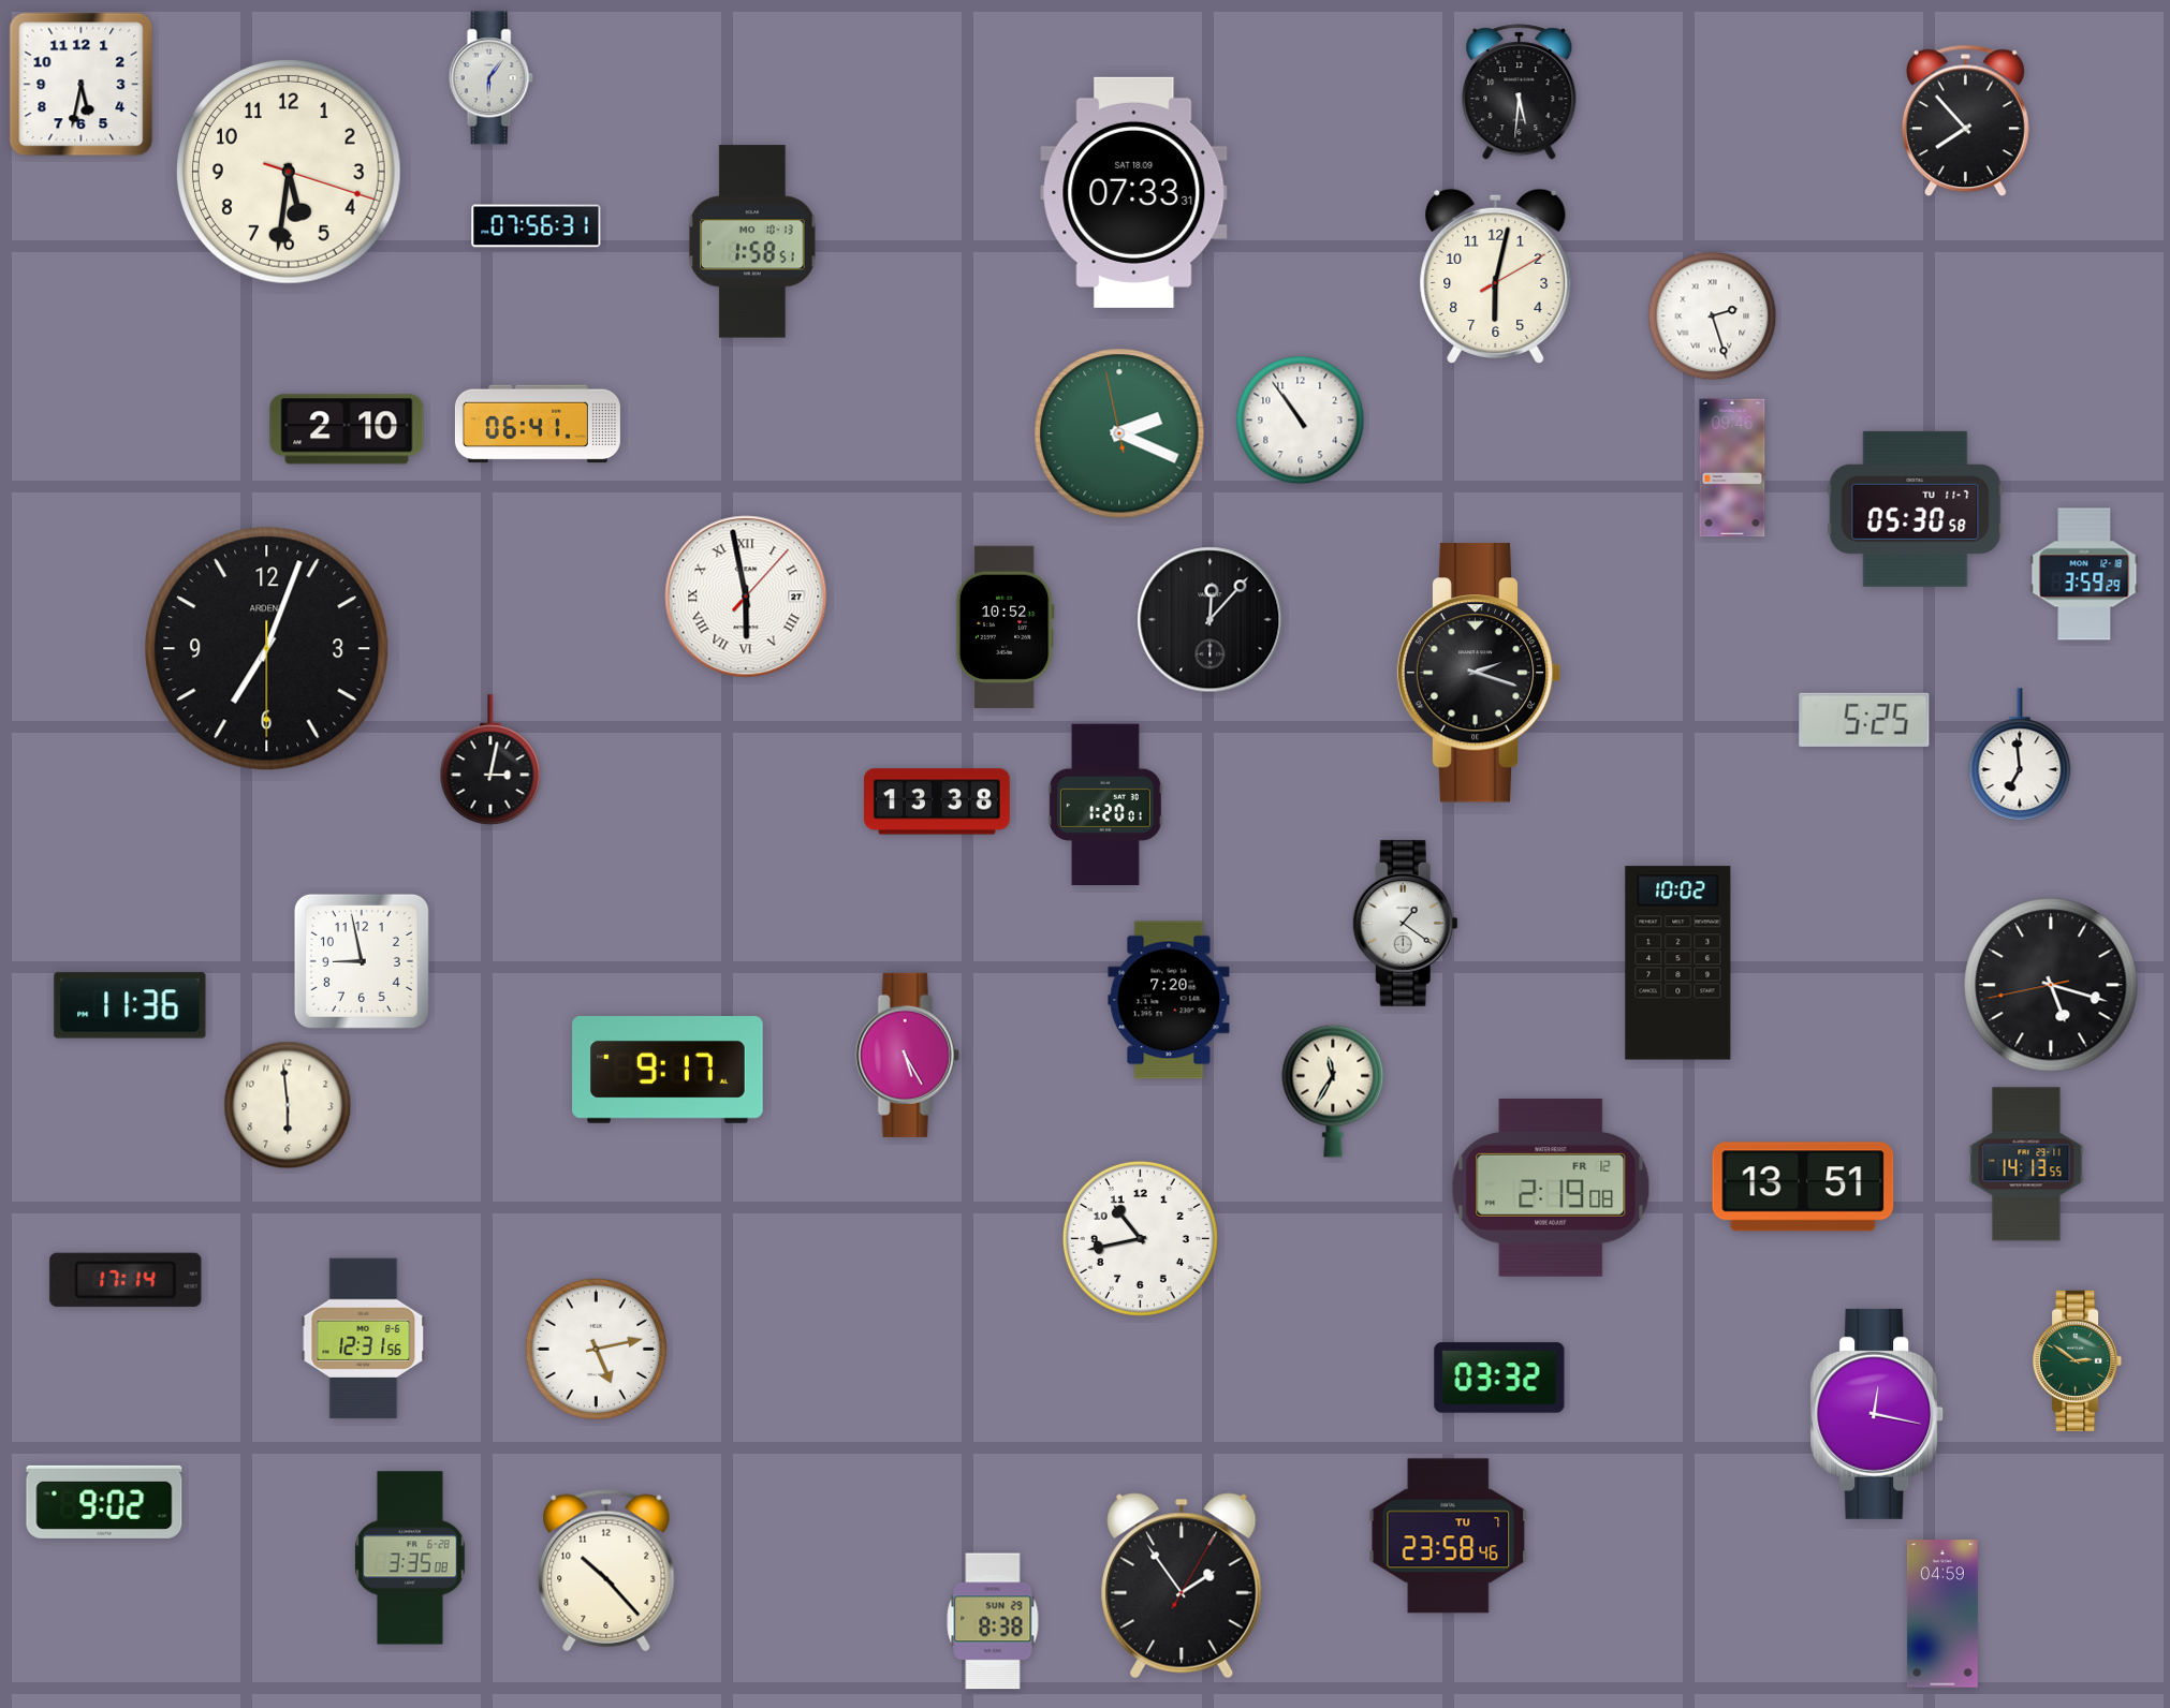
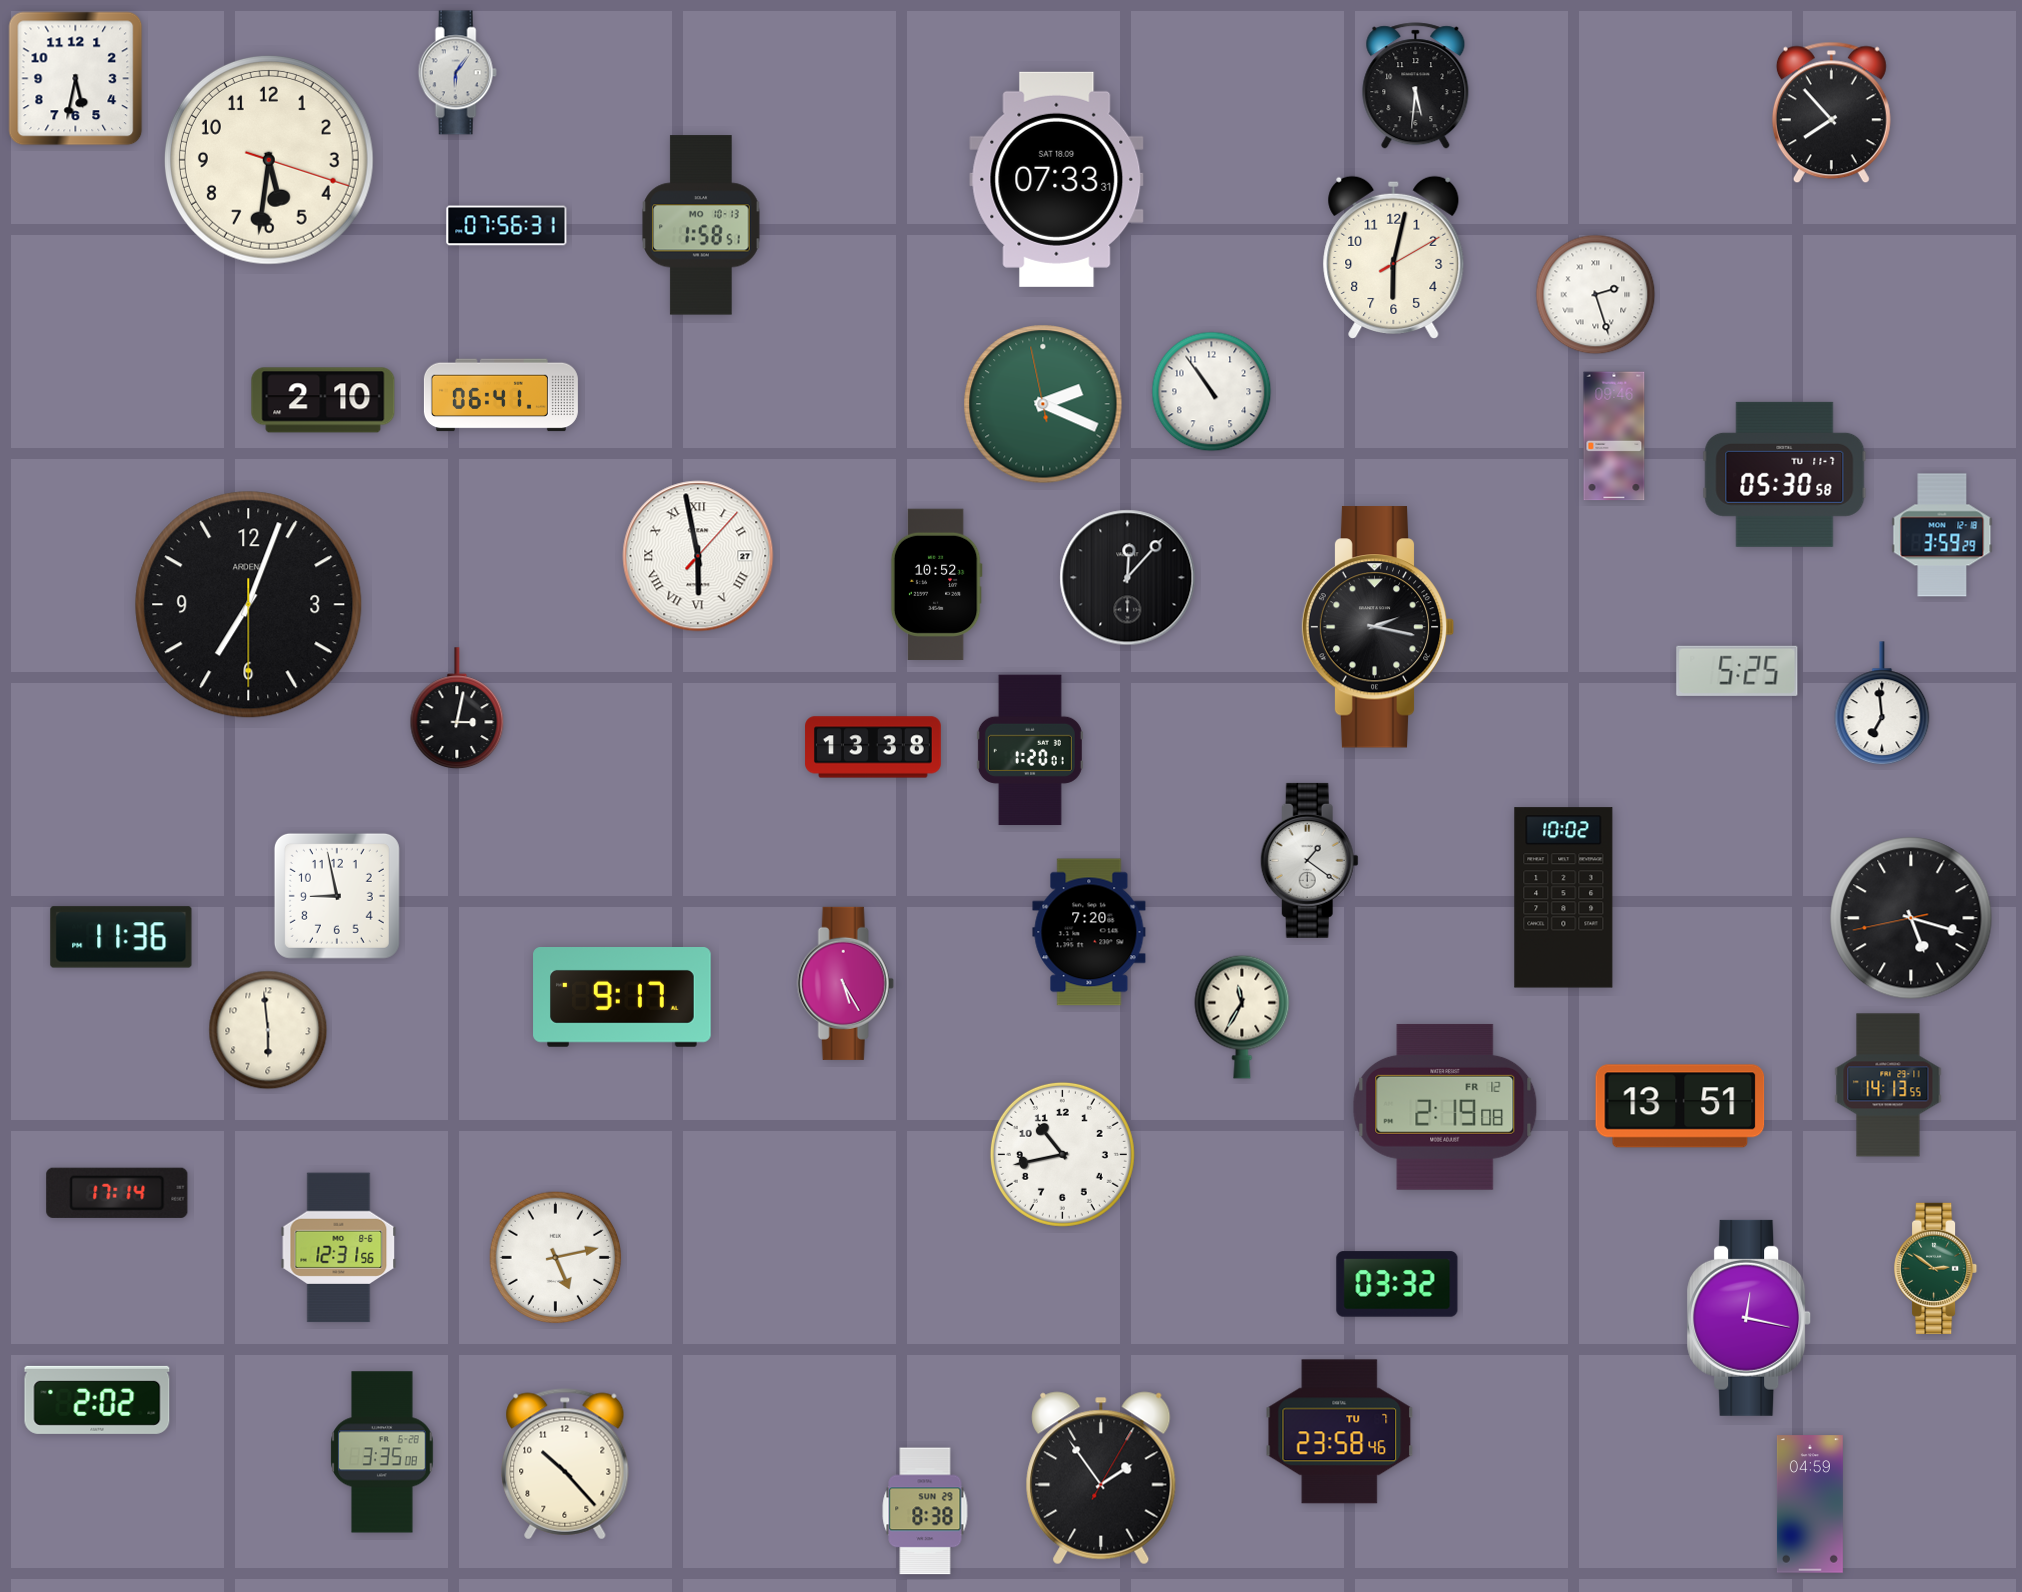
clock at (537, 226) position: (537, 226) -> (507, 226)
clock at (746, 597) position: (746, 597) -> (698, 556)
clock at (1479, 673): 2:18 -> 2:17
clock at (104, 1502): 9:02 -> 2:02
clock at (1449, 1536) position: (1449, 1536) -> (1340, 1432)
